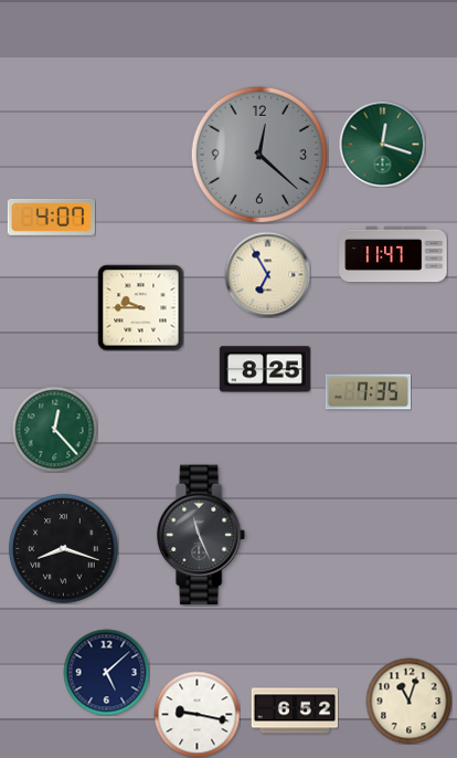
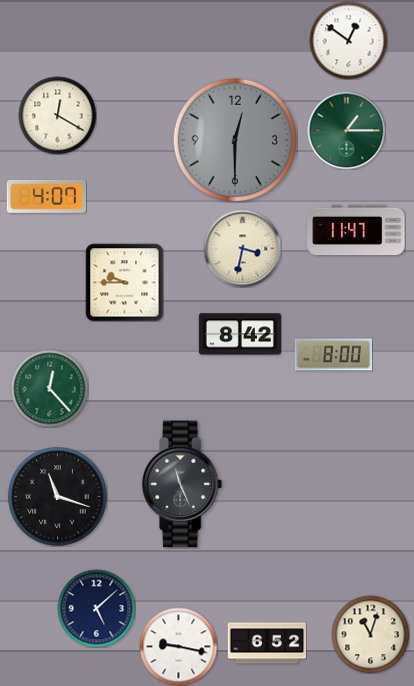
clock at (348, 40): none -> 12:51
clock at (57, 115): none -> 12:20
clock at (382, 144): 12:18 -> 1:15
clock at (258, 154): 12:22 -> 12:30
clock at (267, 274): 6:55 -> 3:32
clock at (140, 307) position: (140, 307) -> (124, 282)
clock at (265, 369): 8:25 -> 8:42
clock at (368, 392): 7:35 -> 8:00
clock at (64, 549): 8:18 -> 11:18
